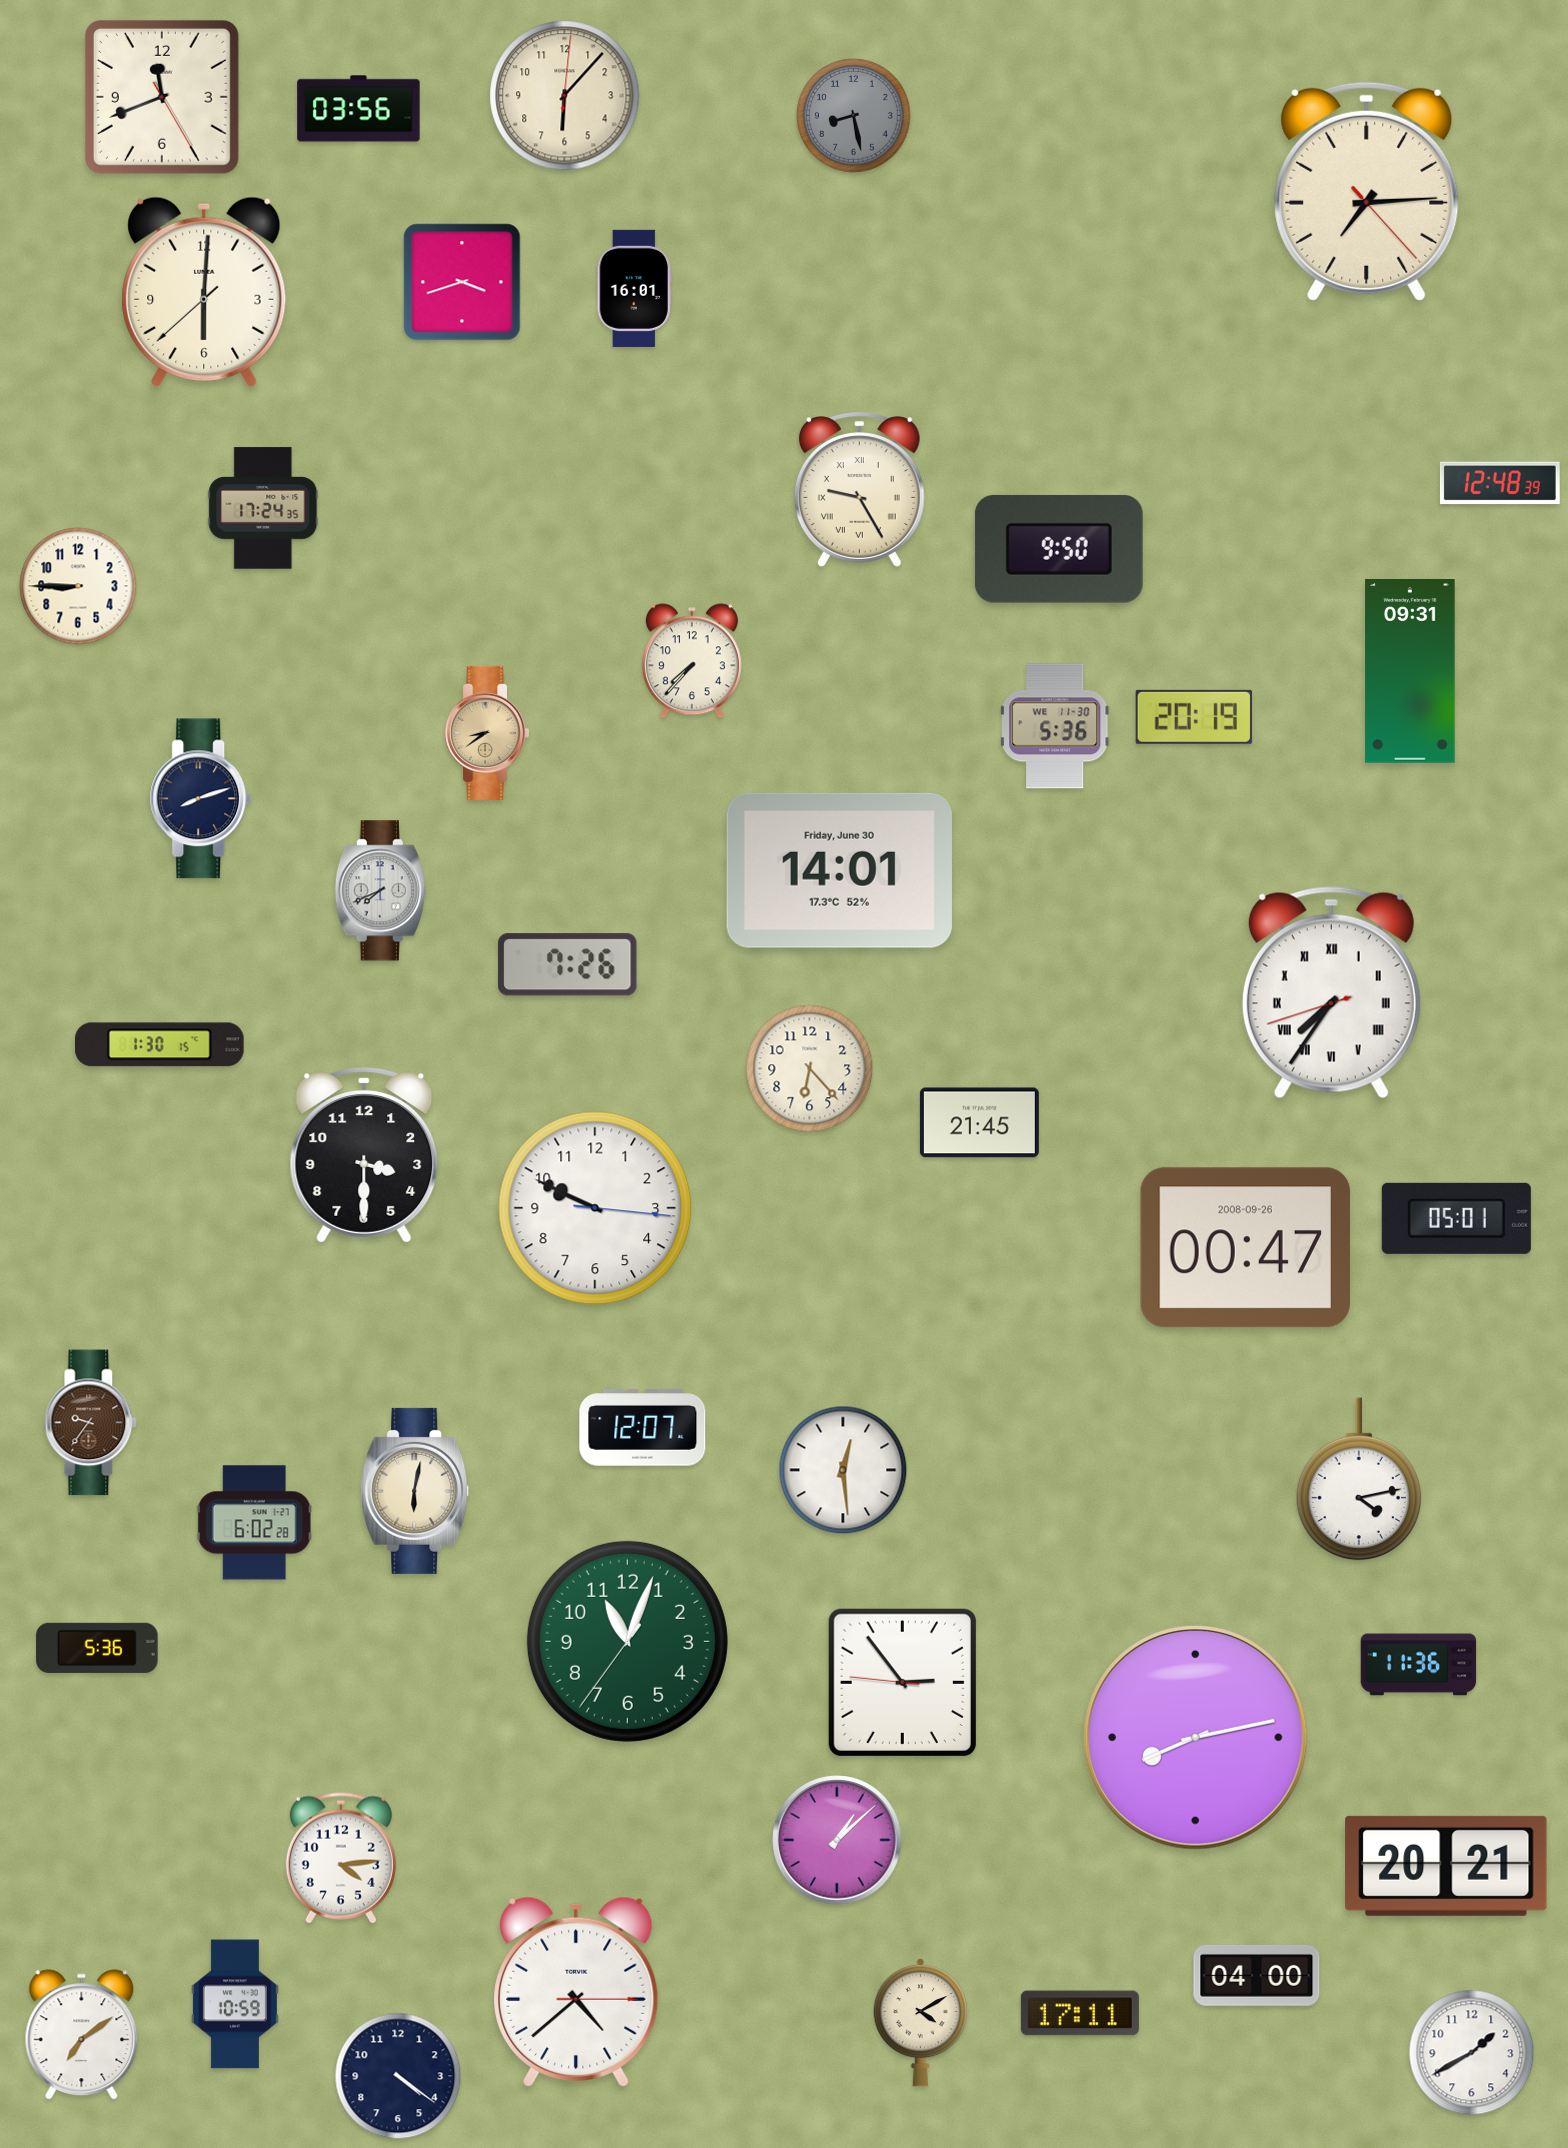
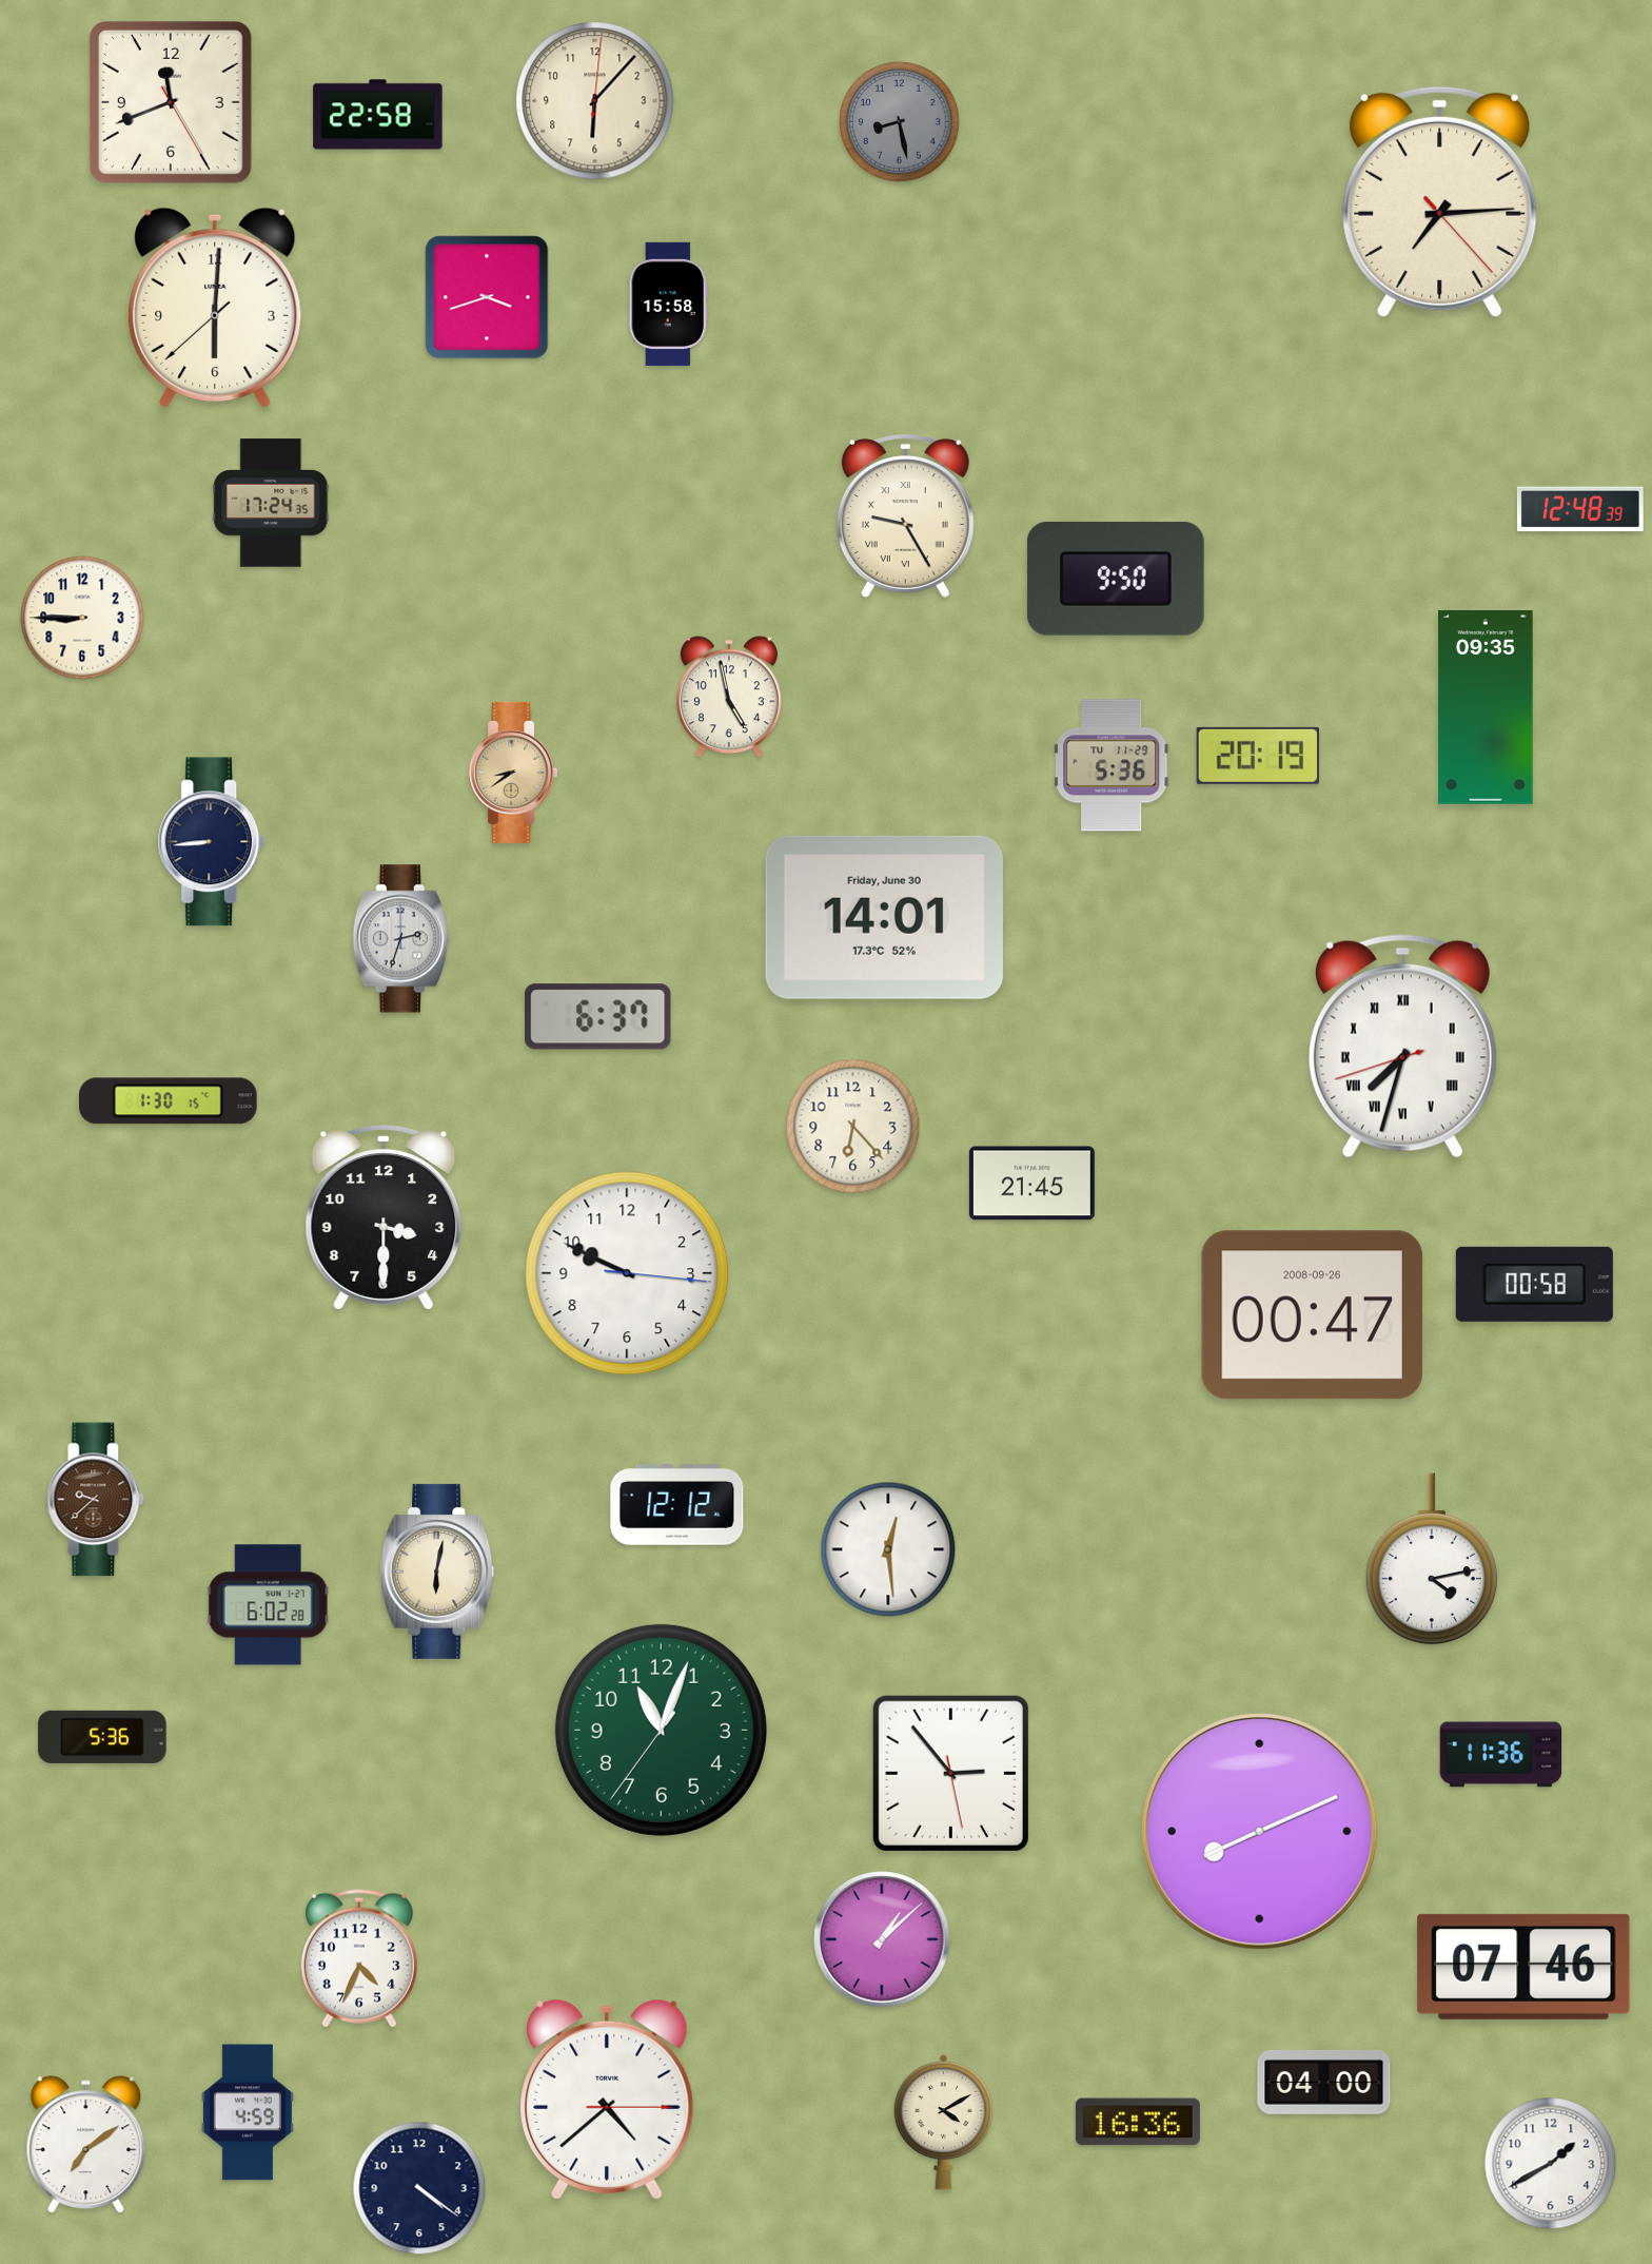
clock at (359, 109): 03:56 -> 22:58
clock at (634, 288): 16:01 -> 15:58
clock at (263, 508) position: (263, 508) -> (271, 503)
clock at (692, 661): 7:37 -> 4:58
clock at (1410, 672): 09:31 -> 09:35
clock at (1056, 726) date: WE 11-30 -> TU 11-29
clock at (201, 799): 8:12 -> 8:44
clock at (380, 891): 7:41 -> 2:33
clock at (568, 965): 7:26 -> 6:37
clock at (1331, 993): 7:35 -> 7:32
clock at (1456, 1218): 05:01 -> 00:58
clock at (91, 1423): 9:36 -> 9:38
clock at (643, 1428): 12:07 -> 12:12
clock at (1419, 1665) position: (1419, 1665) -> (1501, 1755)
clock at (902, 1682): 2:53:46 -> 2:53:28
clock at (1195, 1737): 8:13 -> 8:11
clock at (341, 1858): 4:14 -> 4:34
clock at (1446, 1866): 20:21 -> 07:46
clock at (235, 2004): 10:59 -> 4:59
clock at (1080, 2013): 17:11 -> 16:36
clock at (920, 2022) position: (920, 2022) -> (943, 2122)
